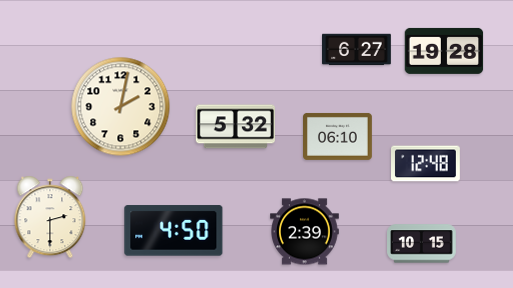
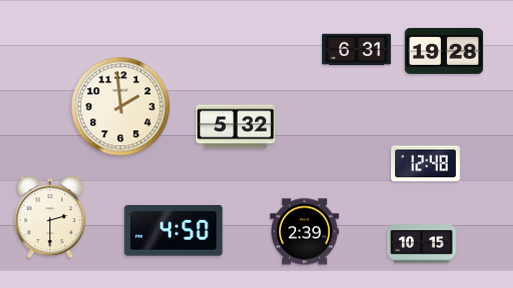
clock at (357, 50): 6:27 -> 6:31
clock at (121, 107): 2:02 -> 1:59
clock at (338, 136): 06:10 -> none
